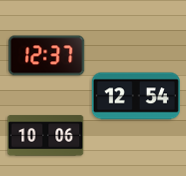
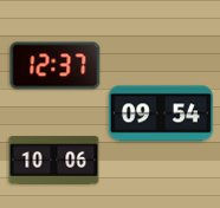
clock at (136, 96): 12:54 -> 09:54
